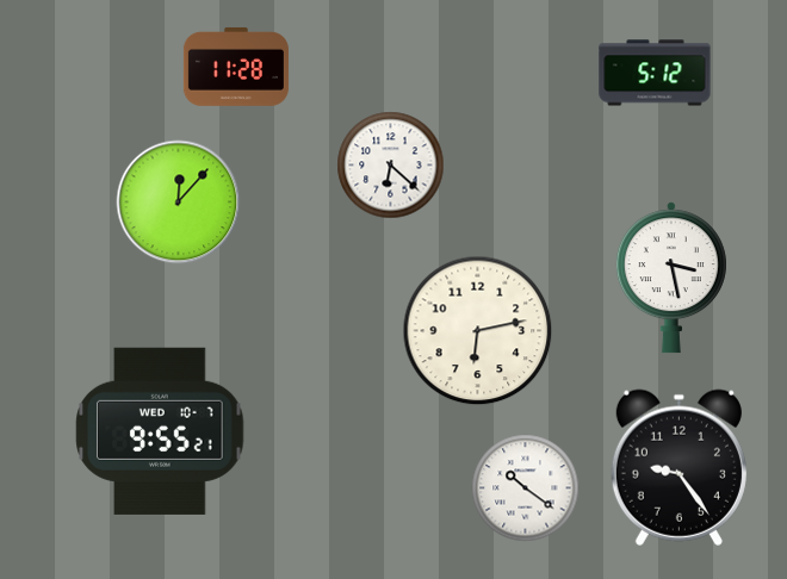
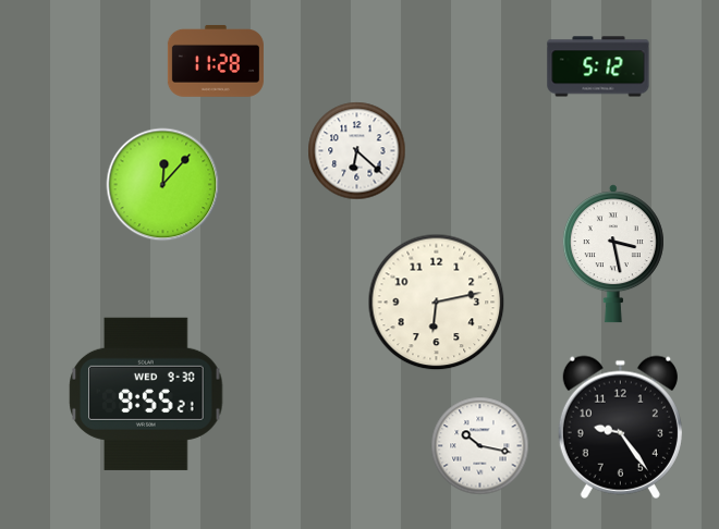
clock at (160, 431) date: WED 10-7 -> WED 9-30
clock at (526, 488): 10:21 -> 10:17
